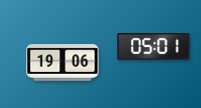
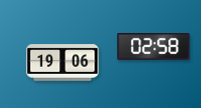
clock at (154, 47): 05:01 -> 02:58
